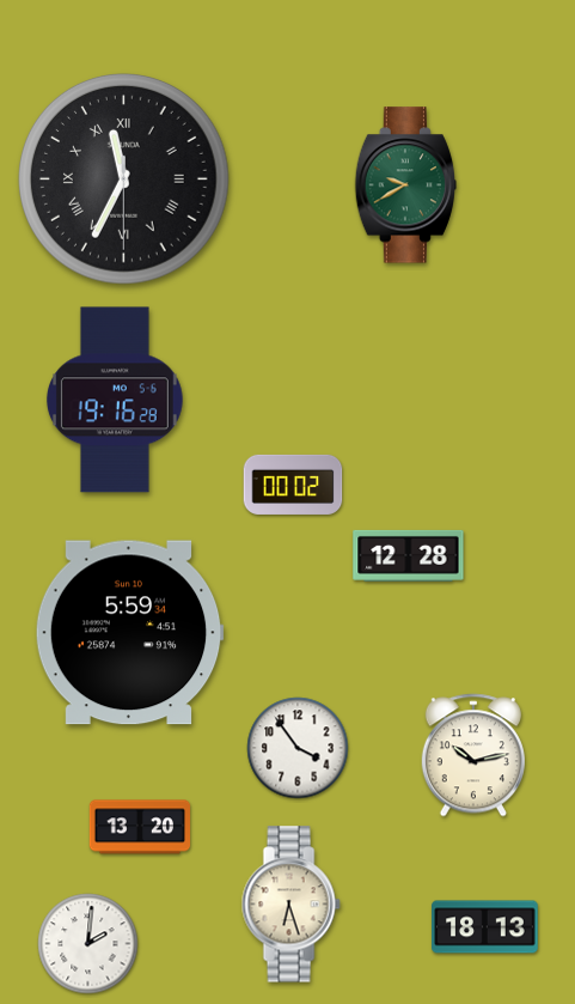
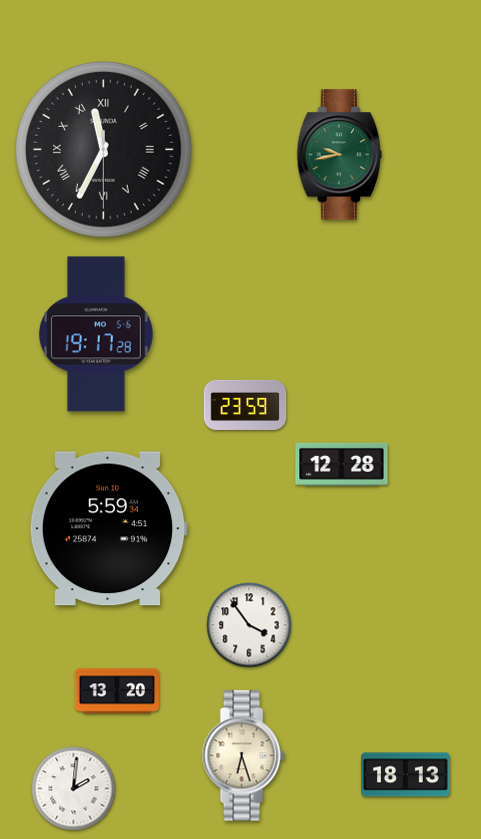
clock at (405, 185): 9:40 -> 9:43
clock at (115, 400): 19:16 -> 19:17
clock at (293, 485): 00:02 -> 23:59
clock at (473, 755): 10:13 -> none
